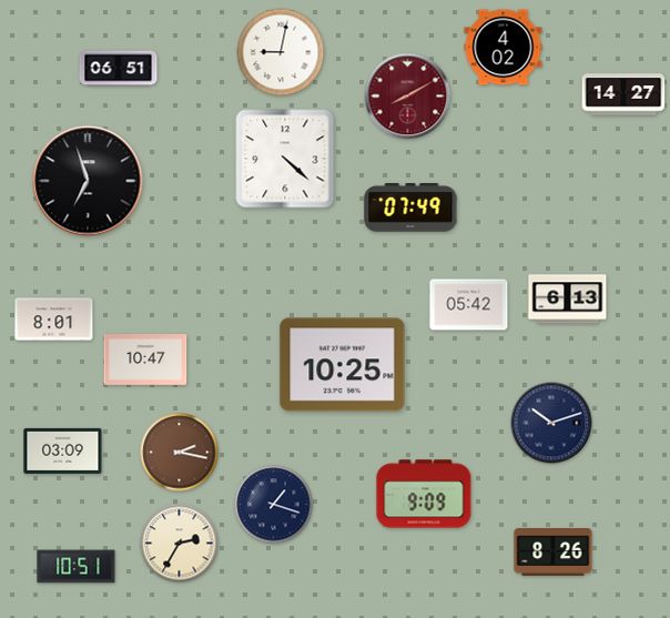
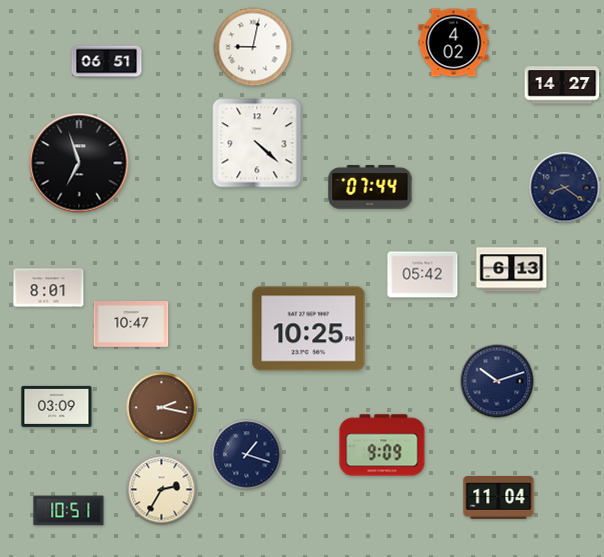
clock at (408, 97): 8:10 -> none
clock at (410, 207): 07:49 -> 07:44
clock at (565, 188): none -> 8:21
clock at (554, 553): 8:26 -> 11:04
